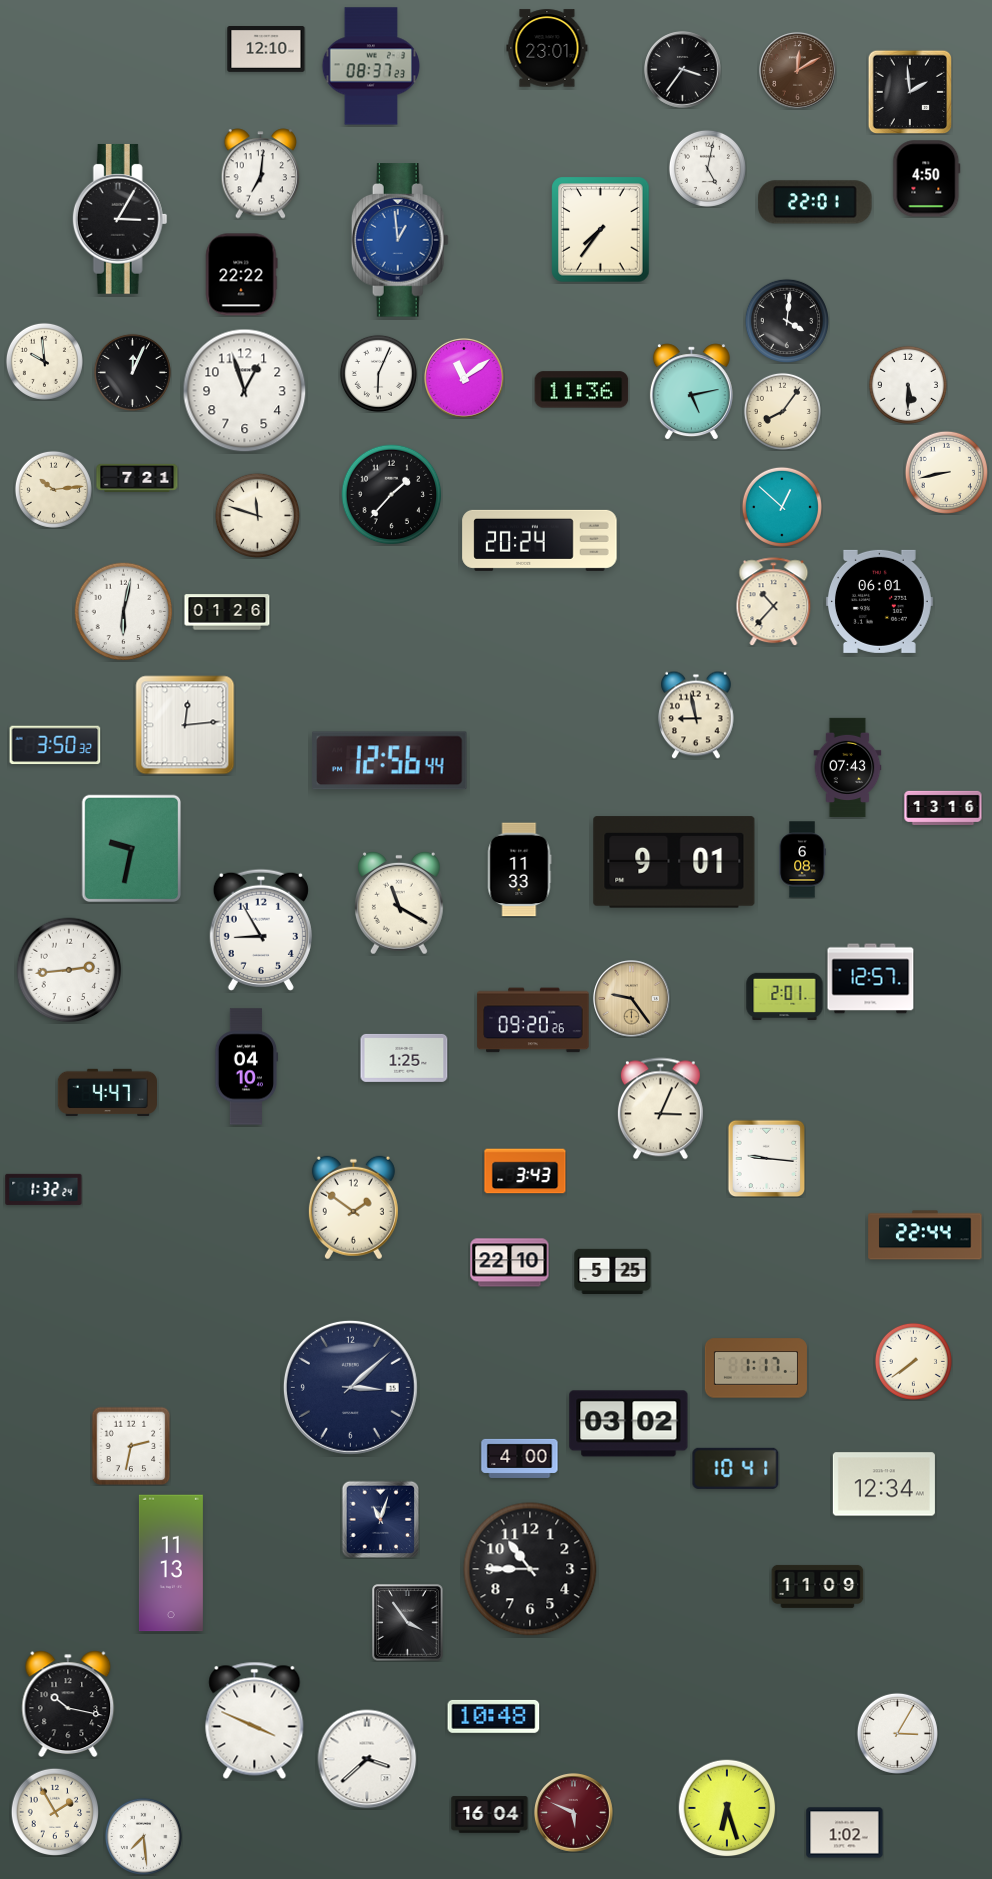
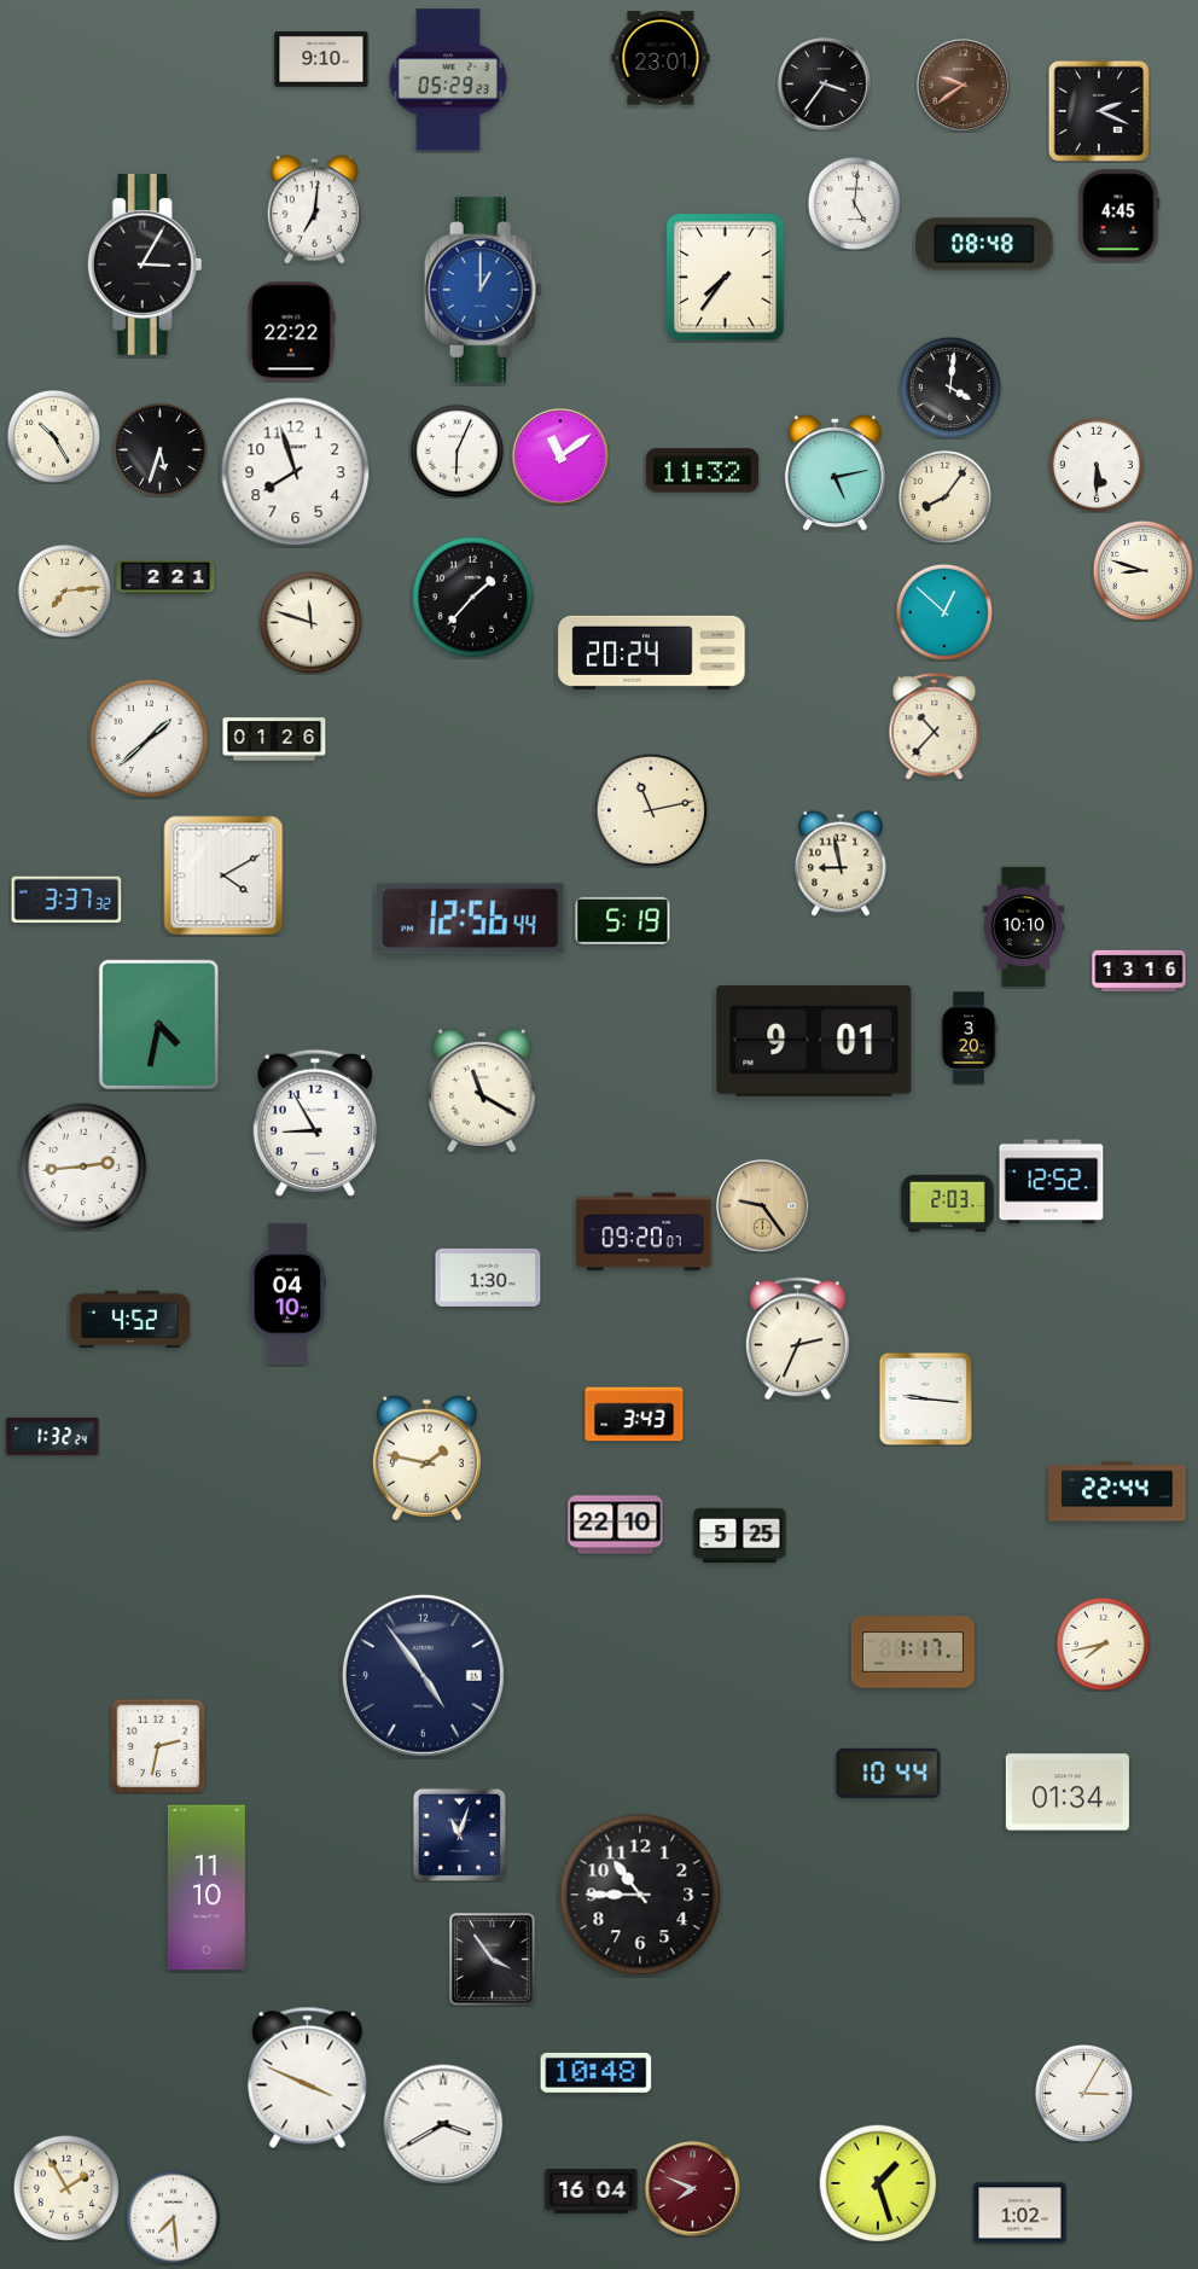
clock at (266, 50): 12:10 -> 9:10
clock at (371, 66): 08:37 -> 05:29
clock at (798, 71): 12:10 -> 9:39
clock at (910, 92): 1:59 -> 2:19
clock at (707, 168): 5:02 -> 5:01
clock at (927, 179): 4:50 -> 4:45
clock at (815, 202): 22:01 -> 08:48
clock at (400, 240): 12:59 -> 1:00
clock at (44, 361): 9:59 -> 10:25
clock at (132, 372): 12:04 -> 5:33
clock at (582, 390): 11:36 -> 11:32
clock at (245, 391): 12:57 -> 7:57
clock at (946, 472): 8:43 -> 8:48
clock at (137, 478): 7:21 -> 2:21
clock at (53, 489): 10:14 -> 7:14
clock at (879, 601): 06:01 -> none
clock at (124, 612): 6:02 -> 1:38
clock at (651, 810): none -> 11:13
clock at (185, 725): 12:14 -> 4:10
clock at (55, 745): 3:50 -> 3:37
clock at (623, 920): none -> 5:19
clock at (848, 768): 07:43 -> 10:10
clock at (943, 807) position: (943, 807) -> (1139, 970)
clock at (131, 849): 9:32 -> 4:32
clock at (802, 860): 6:08 -> 3:20
clock at (519, 870): 11:33 -> none
clock at (69, 970) position: (69, 970) -> (83, 1167)
clock at (871, 979): 12:57 -> 12:52
clock at (785, 996): 2:01 -> 2:03
clock at (533, 1020): 09:20:26 -> 09:20:07
clock at (404, 1058): 1:25 -> 1:30
clock at (246, 1067) position: (246, 1067) -> (287, 1295)
clock at (107, 1092): 4:47 -> 4:52
clock at (660, 1109): 3:04 -> 2:34
clock at (353, 1208): 1:51 -> 1:47
clock at (913, 1361): 7:39 -> 7:43
clock at (350, 1387): 3:08 -> 4:54
clock at (629, 1424): 03:02 -> none
clock at (520, 1458): 4:00 -> none
clock at (736, 1468): 10:41 -> 10:44
clock at (884, 1484): 12:34 -> 01:34
clock at (171, 1563): 11:13 -> 11:10
clock at (818, 1586): 11:09 -> none
clock at (68, 1703): 10:17 -> none
clock at (367, 1759): 3:38 -> 3:40
clock at (727, 1808): 6:27 -> 1:27
clock at (574, 1813): 5:49 -> 7:49
